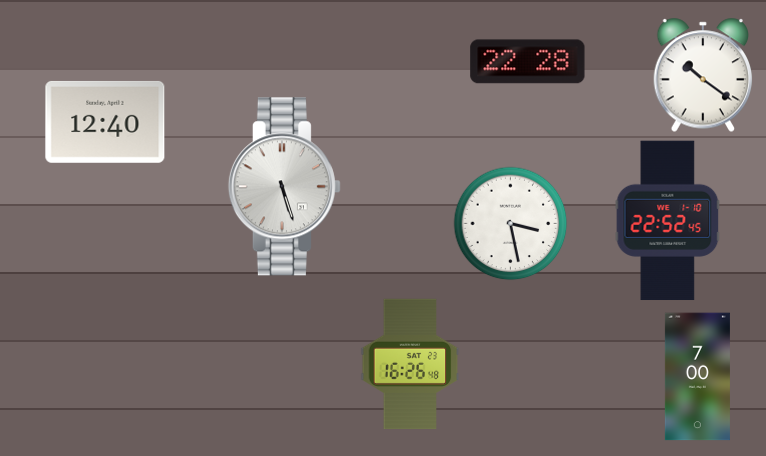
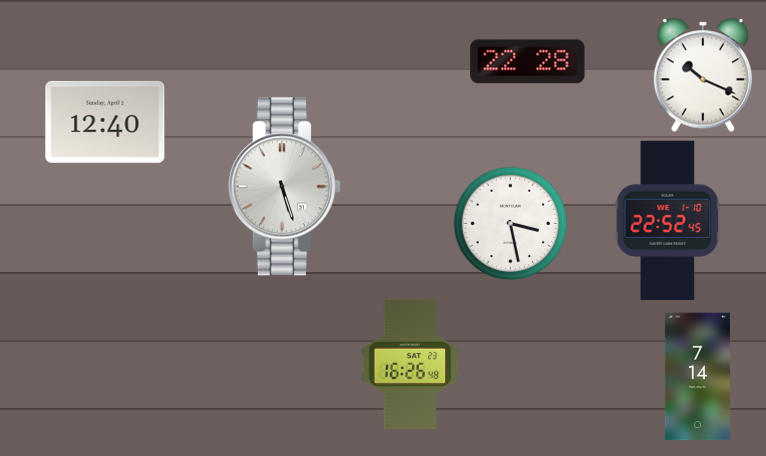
clock at (703, 75): 10:21 -> 10:19
clock at (697, 377): 7:00 -> 7:14
